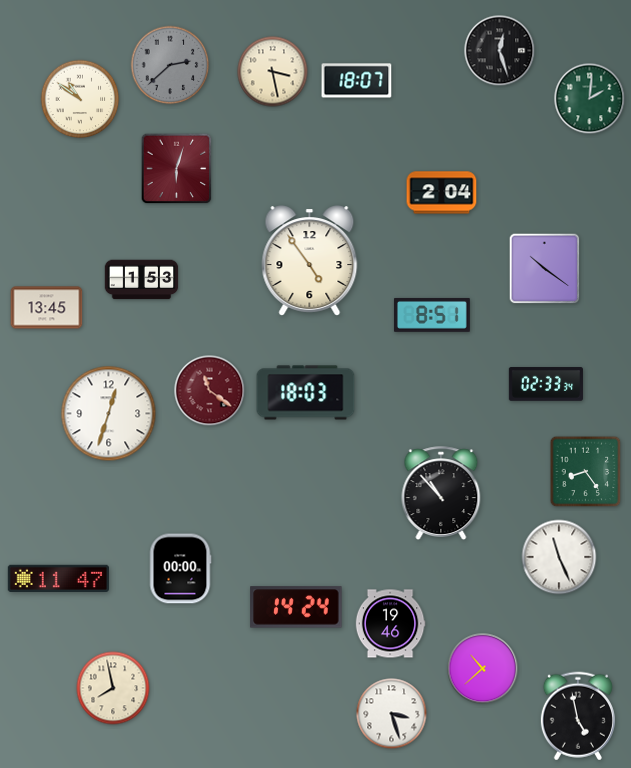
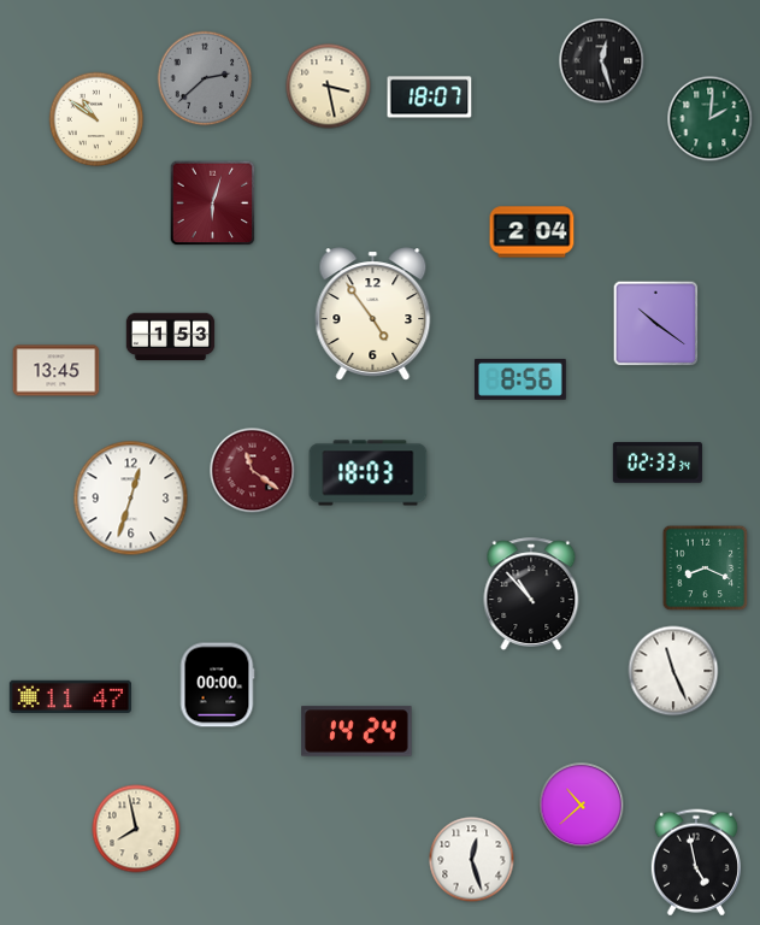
clock at (432, 315): 8:51 -> 8:56
clock at (586, 472): 8:24 -> 8:19
clock at (390, 624): 19:46 -> none
clock at (392, 714): 3:27 -> 12:27
